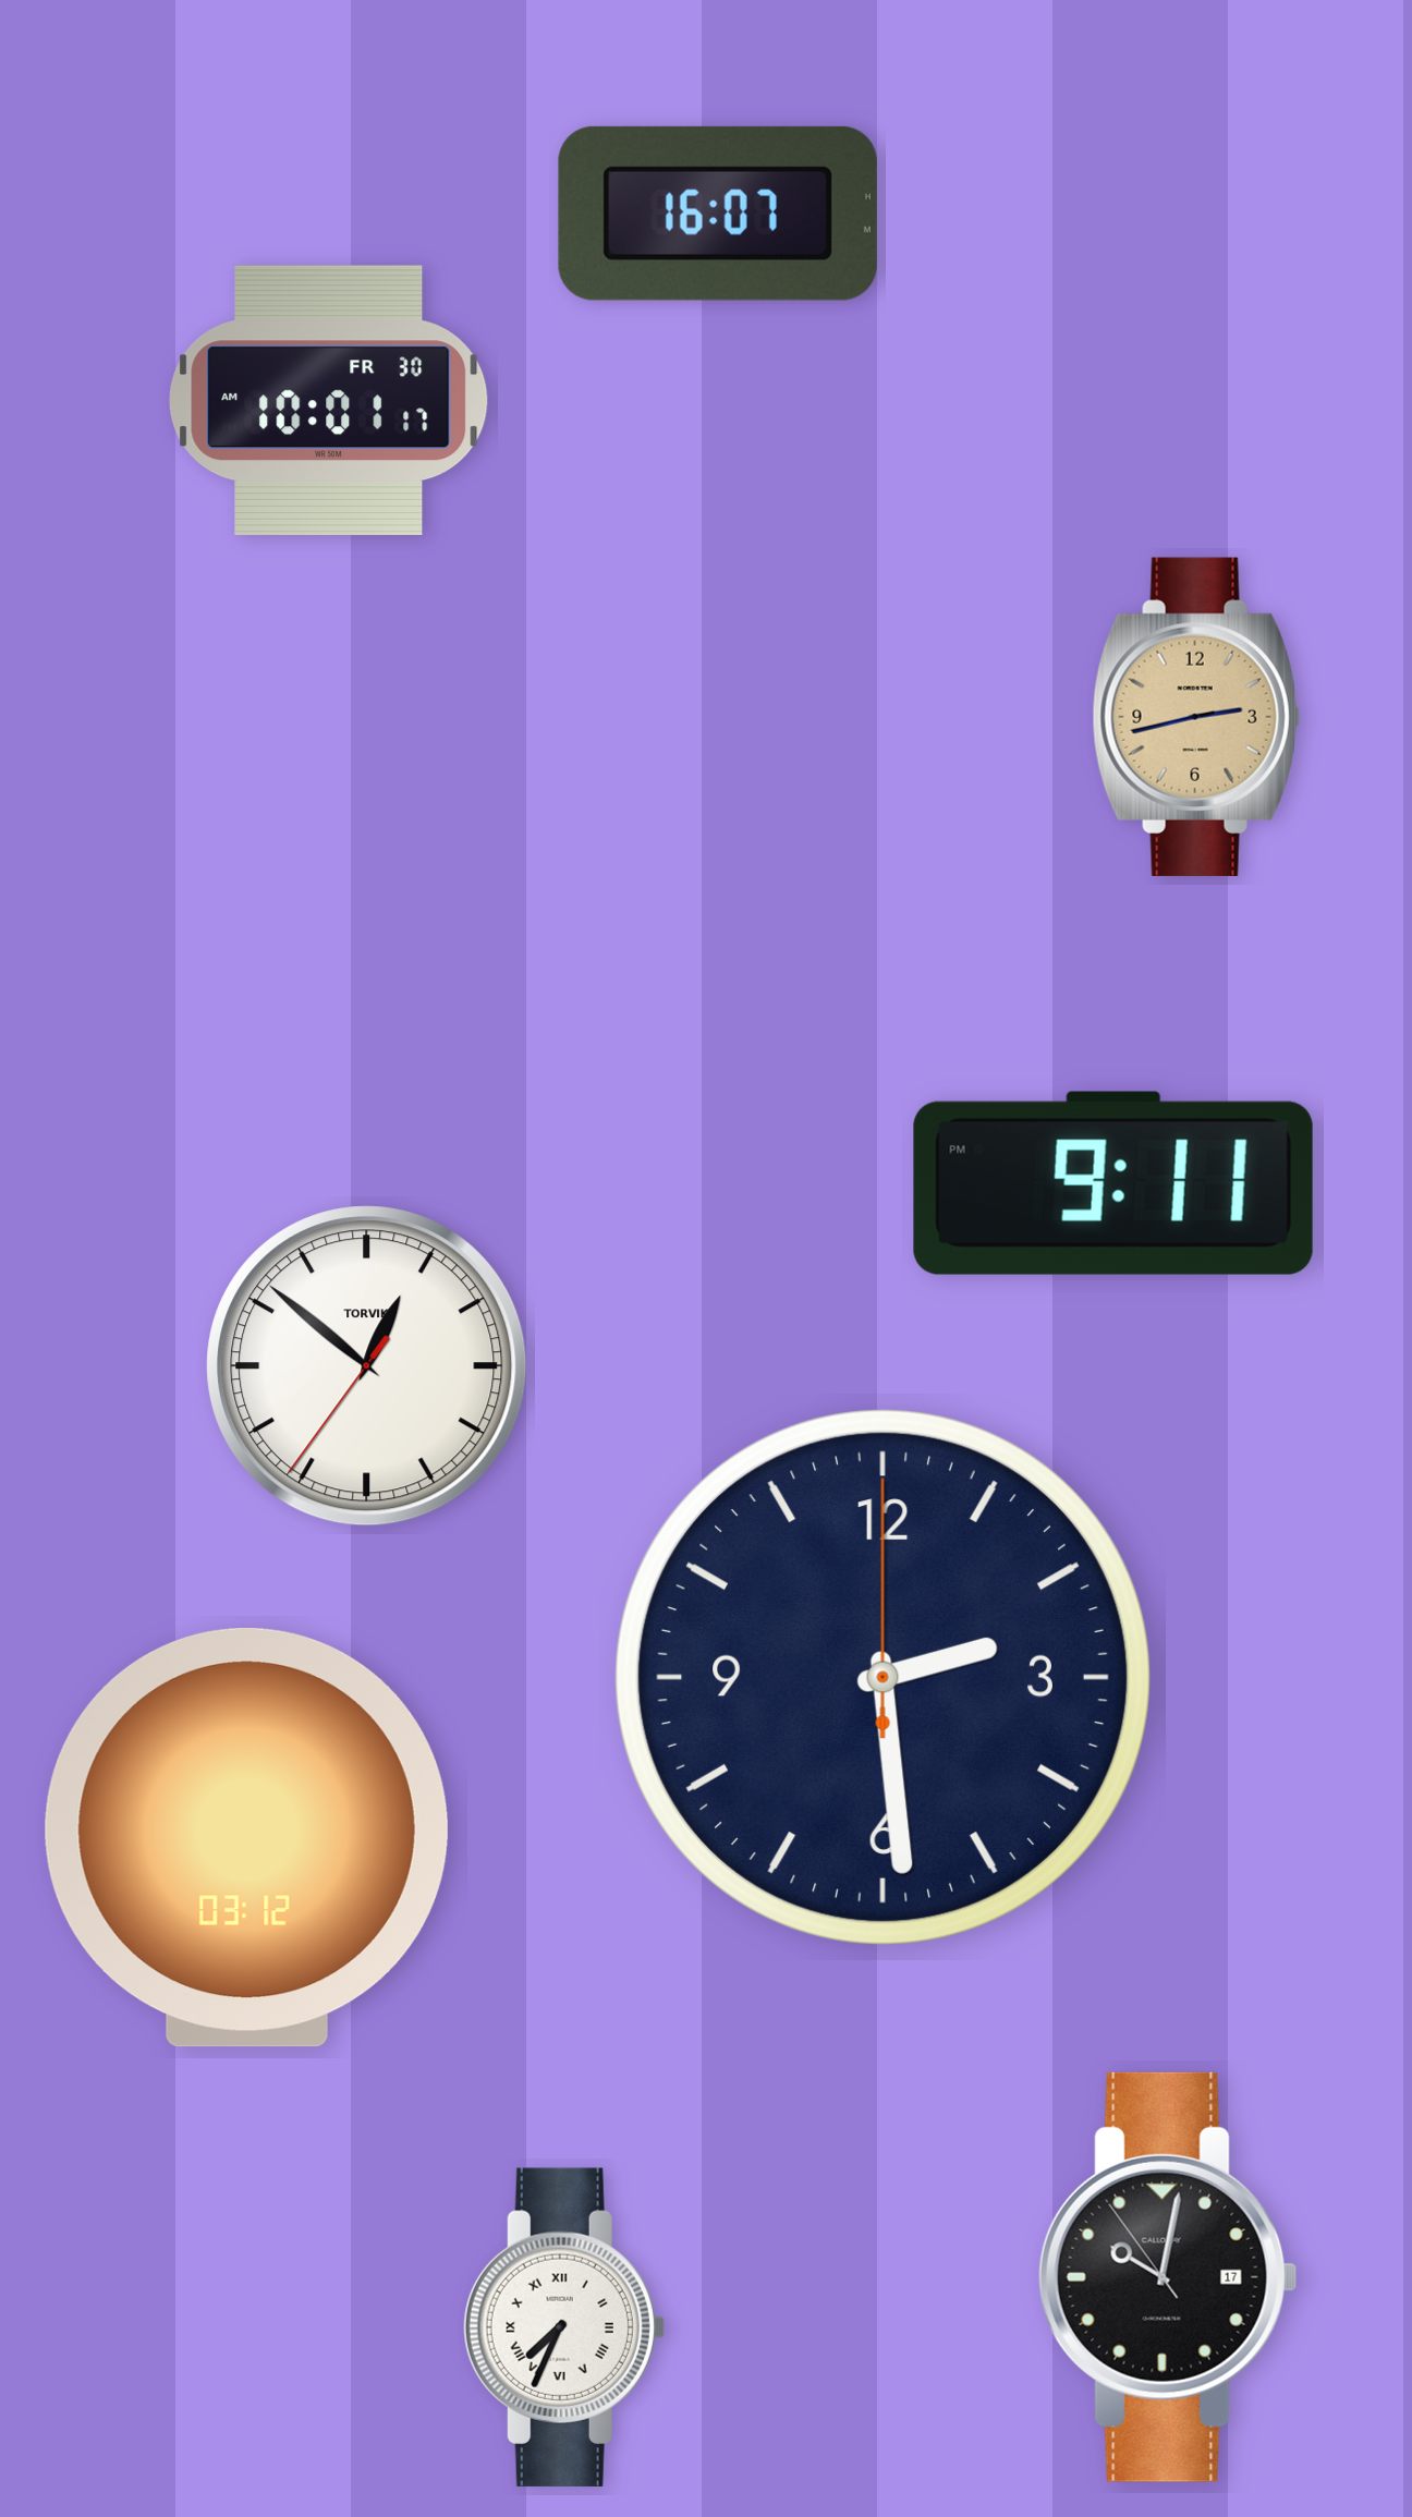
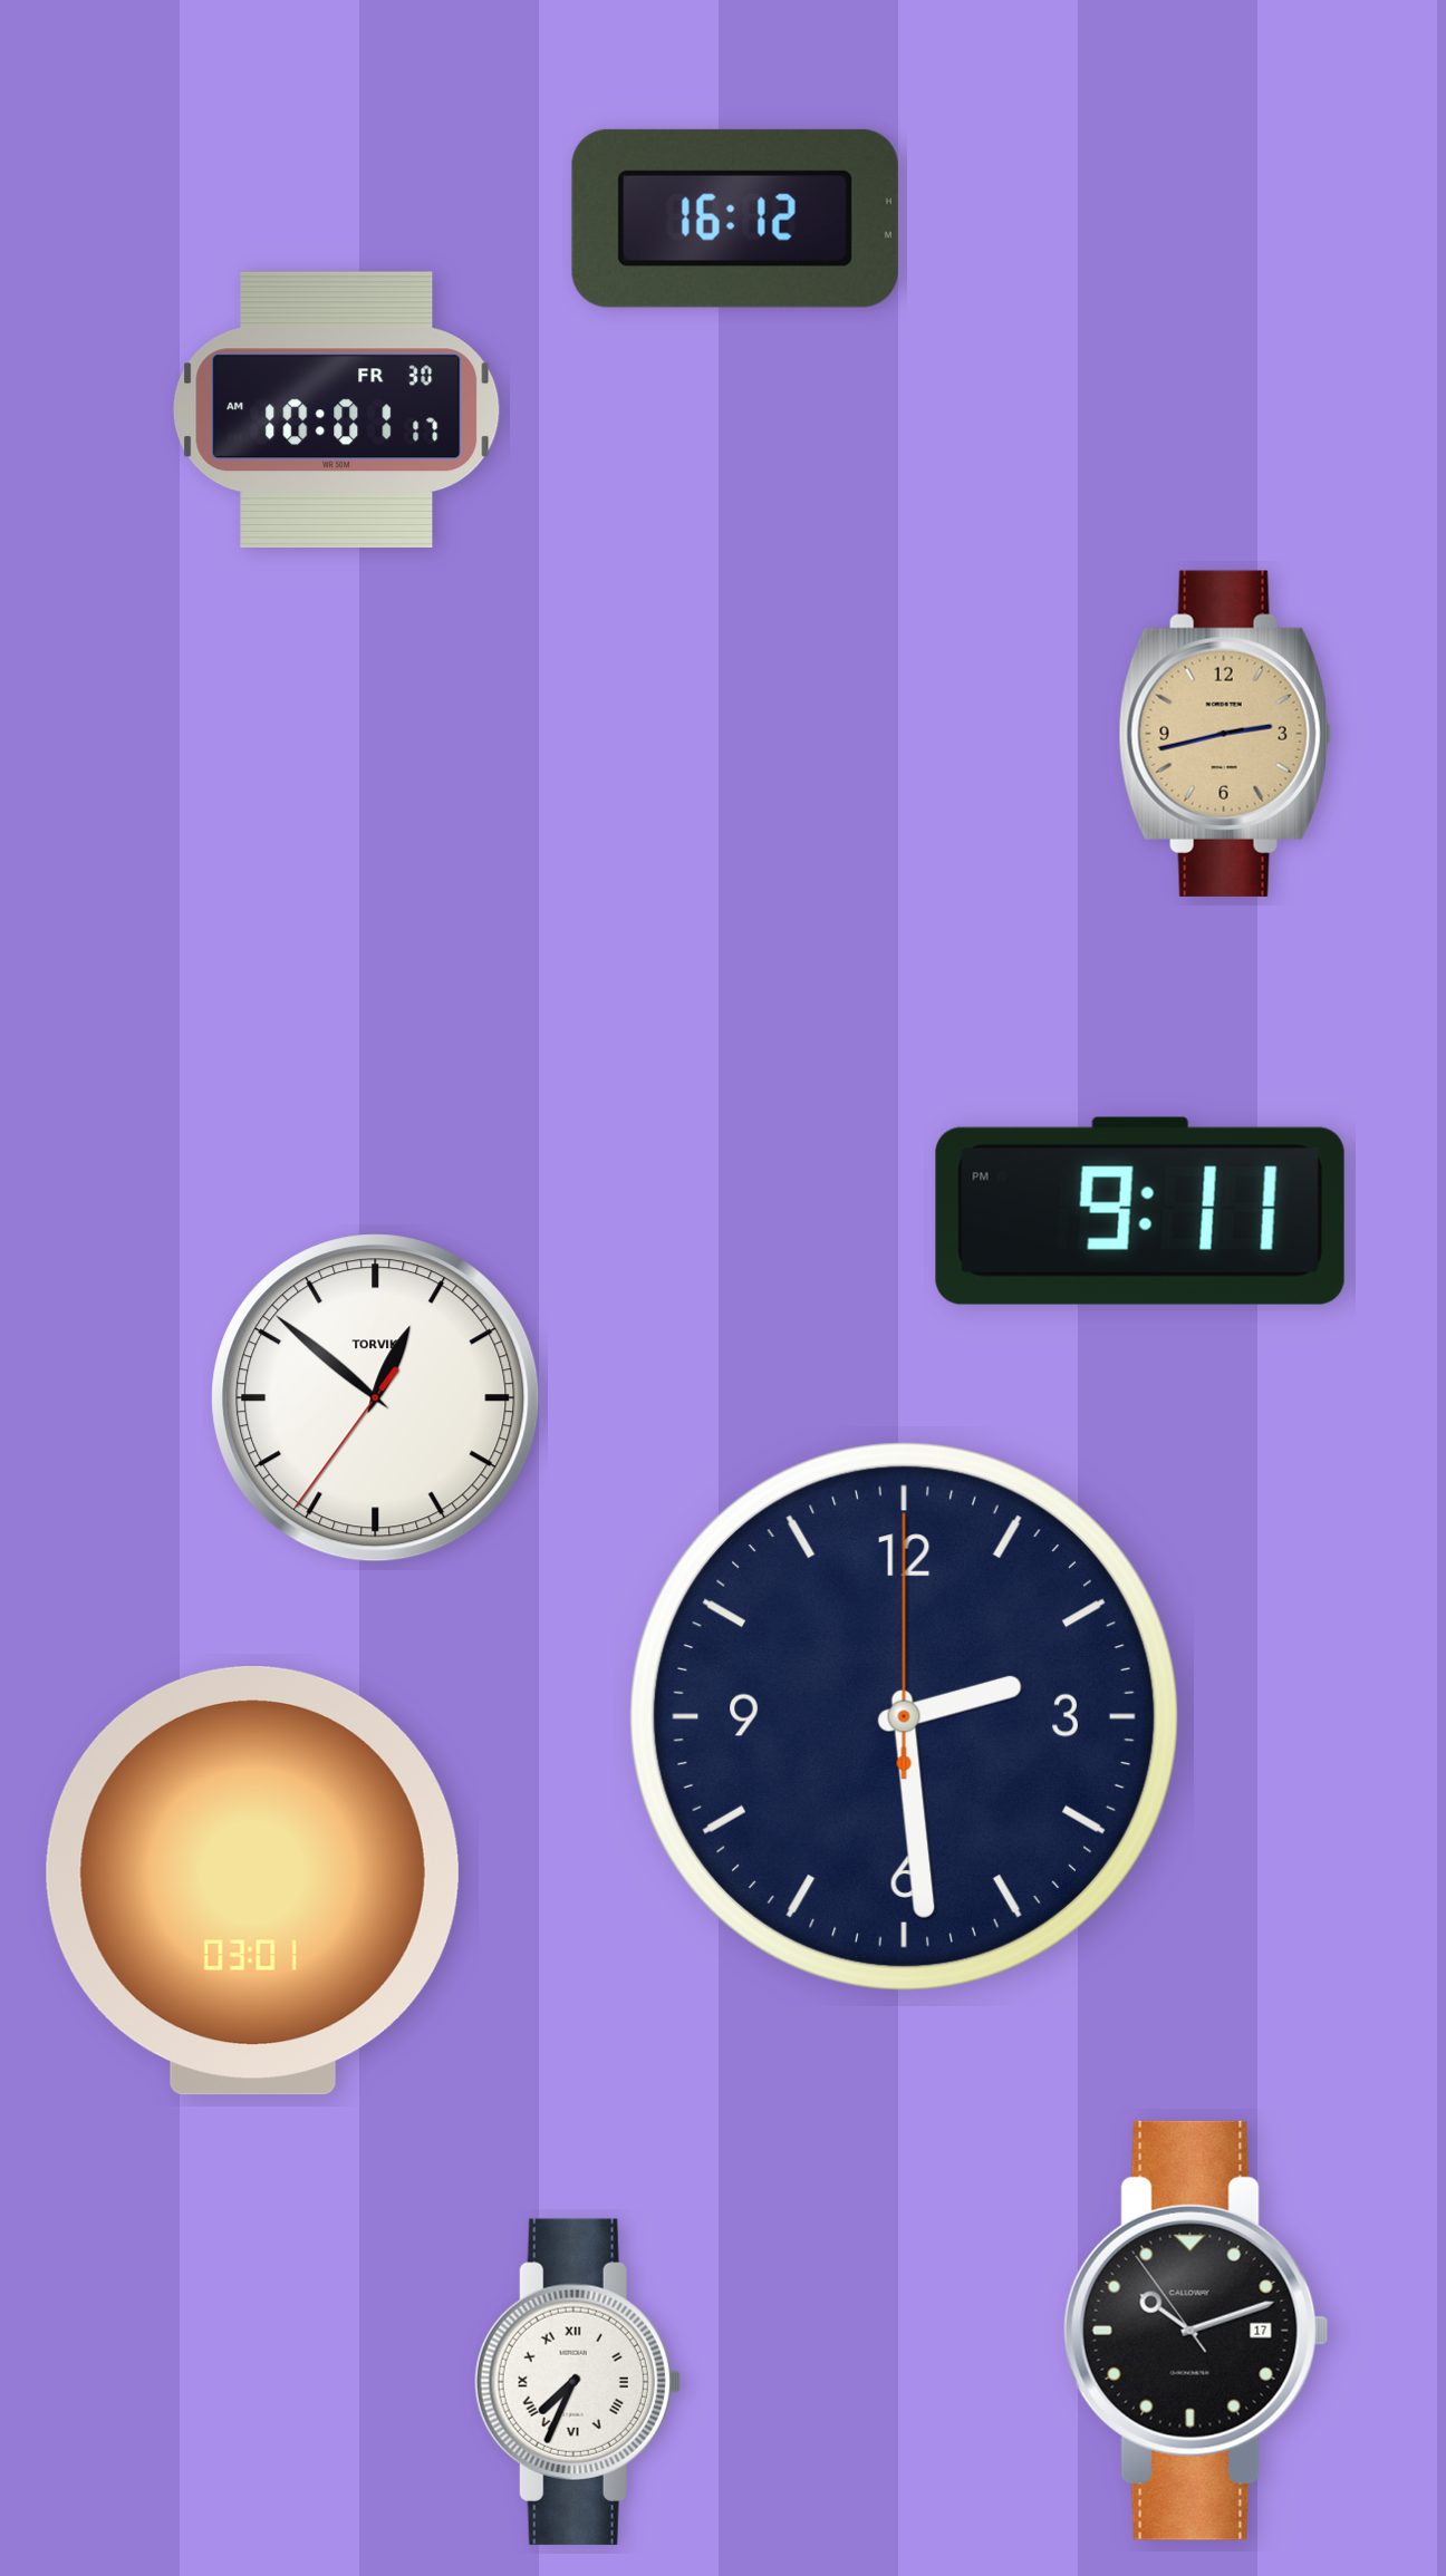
clock at (718, 214): 16:07 -> 16:12
clock at (246, 1837): 03:12 -> 03:01
clock at (1168, 2277): 10:01 -> 10:11
